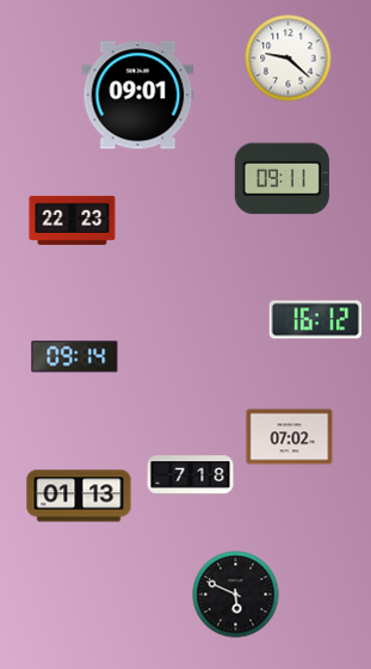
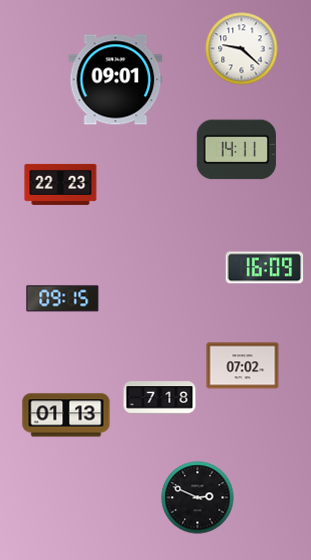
clock at (282, 179): 09:11 -> 14:11
clock at (316, 320): 16:12 -> 16:09
clock at (75, 357): 09:14 -> 09:15
clock at (236, 595): 5:49 -> 2:49
